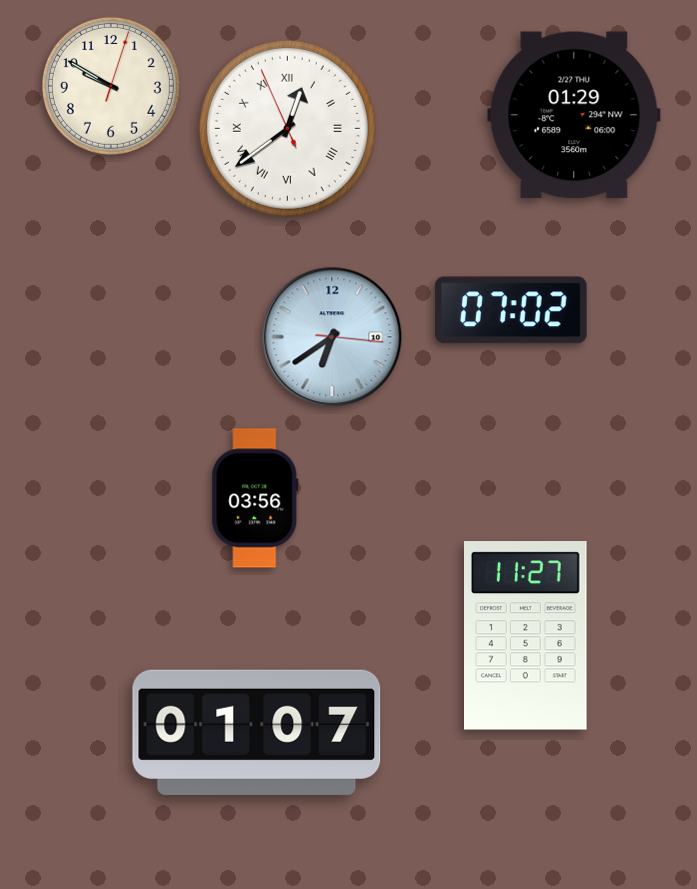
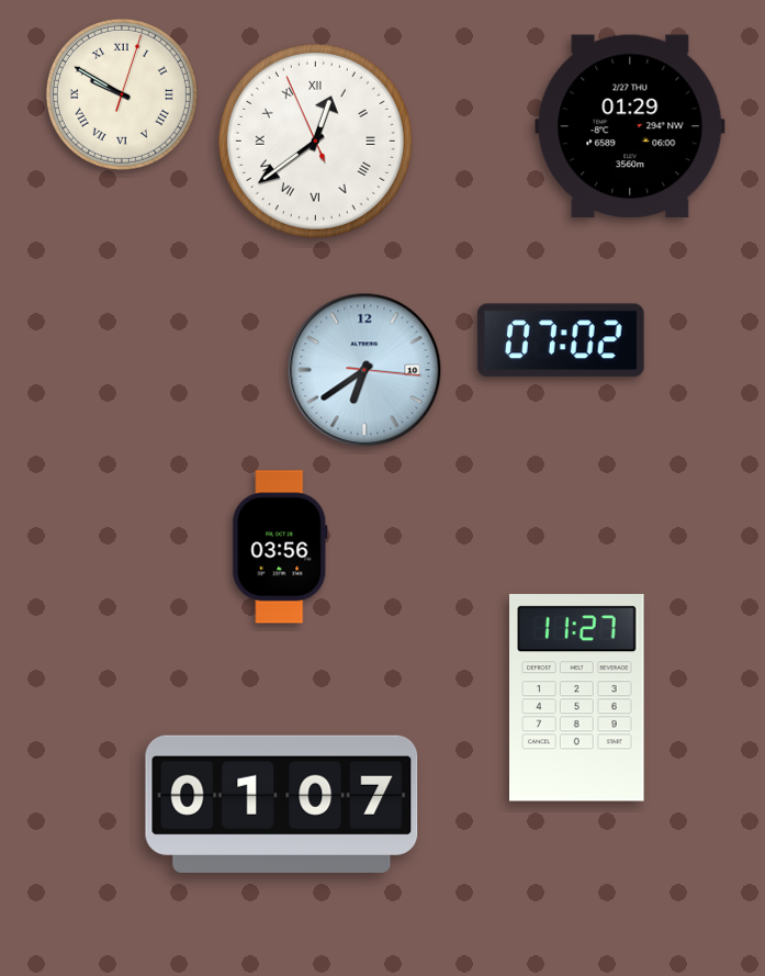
clock at (111, 86) numerals: Arabic -> Roman
